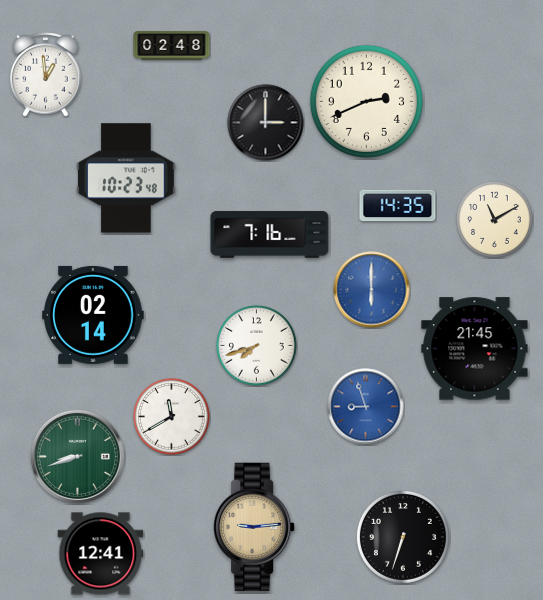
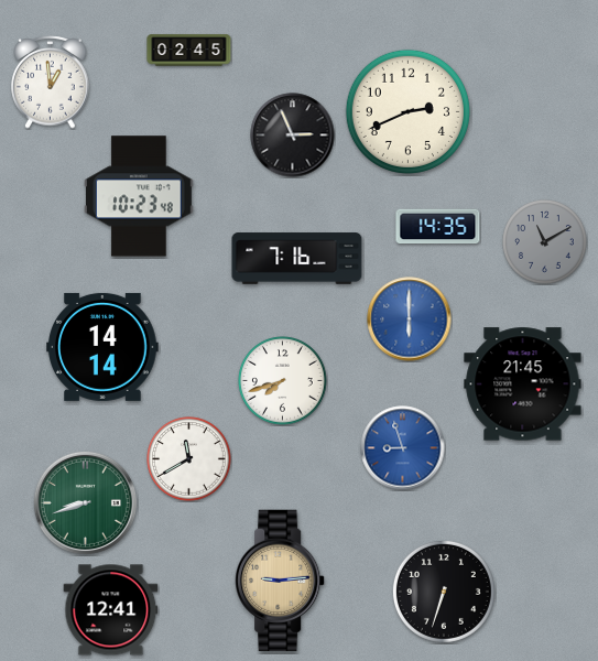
clock at (172, 46): 02:48 -> 02:45
clock at (366, 101) position: (366, 101) -> (407, 111)
clock at (266, 123): 3:00 -> 2:56
clock at (495, 220) dial: cream -> grey
clock at (93, 315): 02:14 -> 14:14
